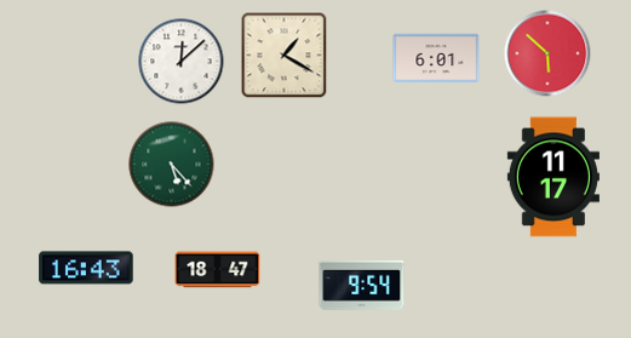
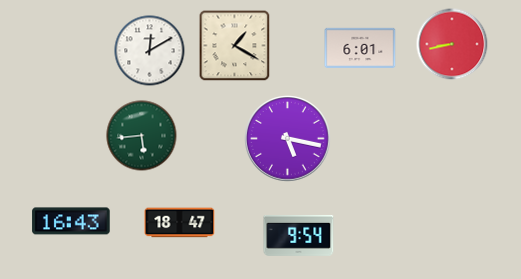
clock at (547, 53): 5:52 -> 8:43
clock at (182, 62): 12:08 -> 12:10
clock at (172, 165): 5:23 -> 5:44
clock at (288, 139): none -> 5:17
clock at (553, 177): 11:17 -> none
